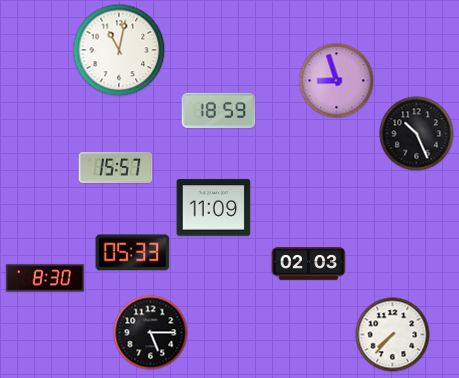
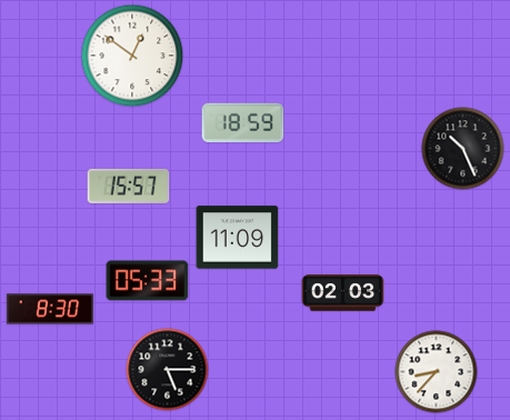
clock at (119, 50): 11:02 -> 12:51
clock at (337, 81): 8:57 -> none
clock at (214, 208) position: (214, 208) -> (238, 238)
clock at (393, 335): 7:37 -> 8:37
